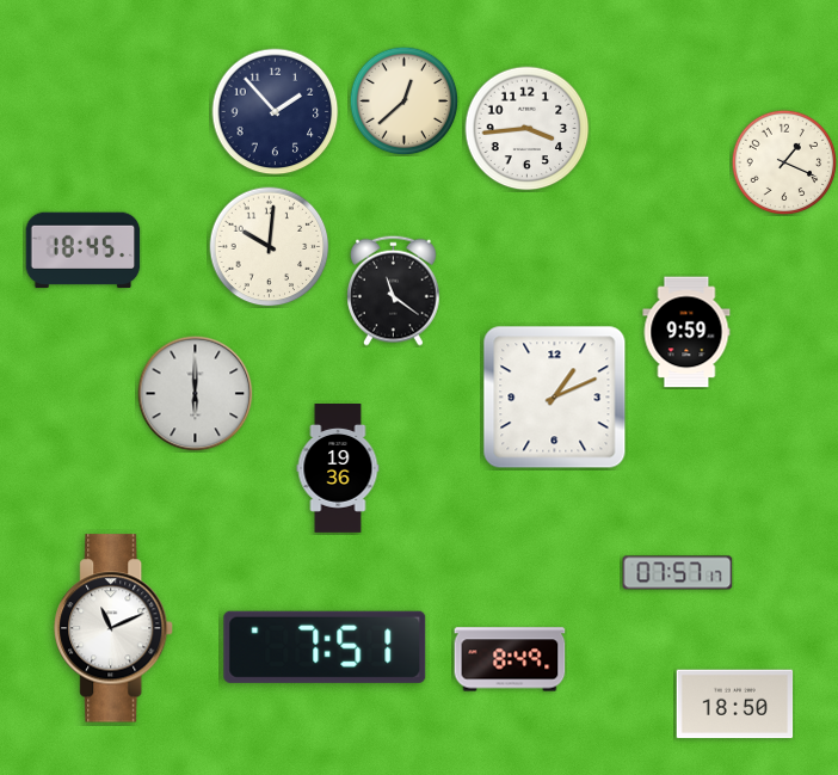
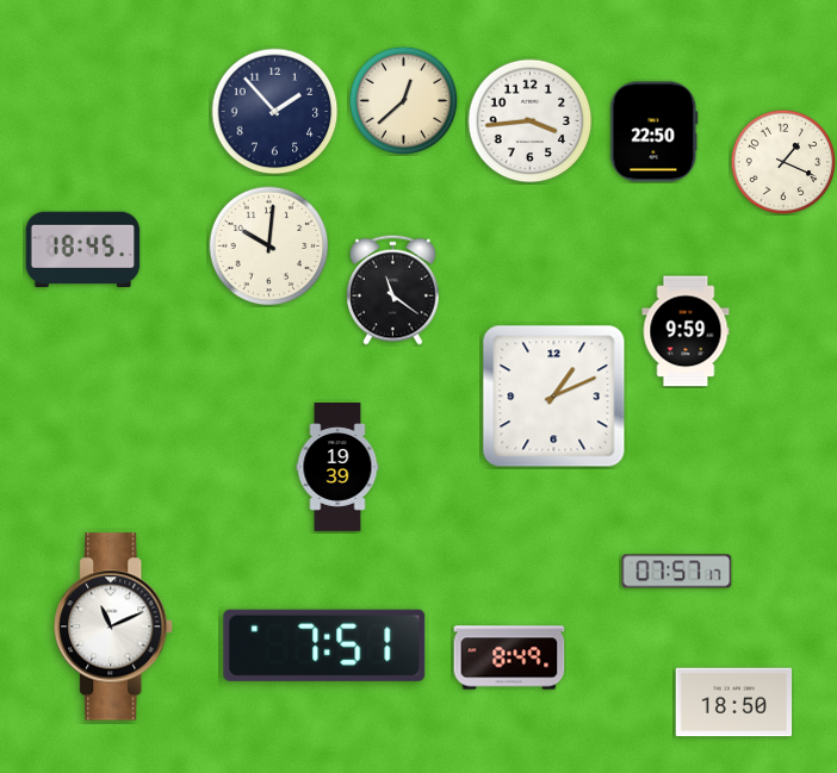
clock at (528, 129) position: (528, 129) -> (531, 121)
clock at (655, 132): none -> 22:50
clock at (196, 394): 6:00 -> none
clock at (338, 469): 19:36 -> 19:39
